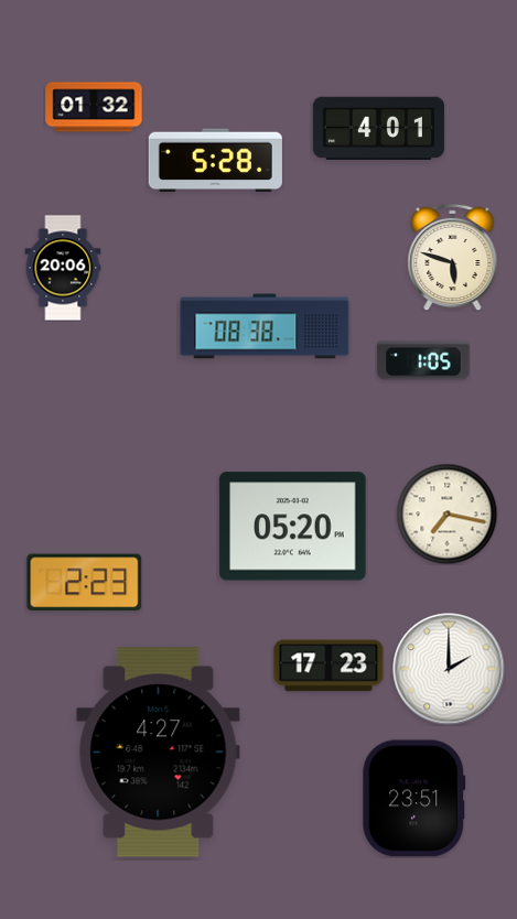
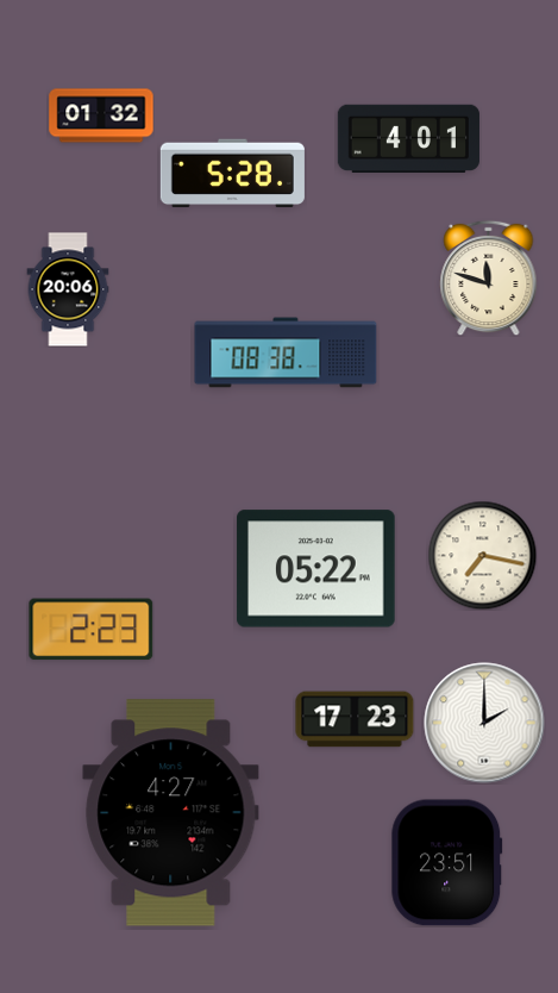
clock at (453, 257): 5:48 -> 11:48
clock at (423, 360): 1:05 -> none
clock at (293, 527): 05:20 -> 05:22
